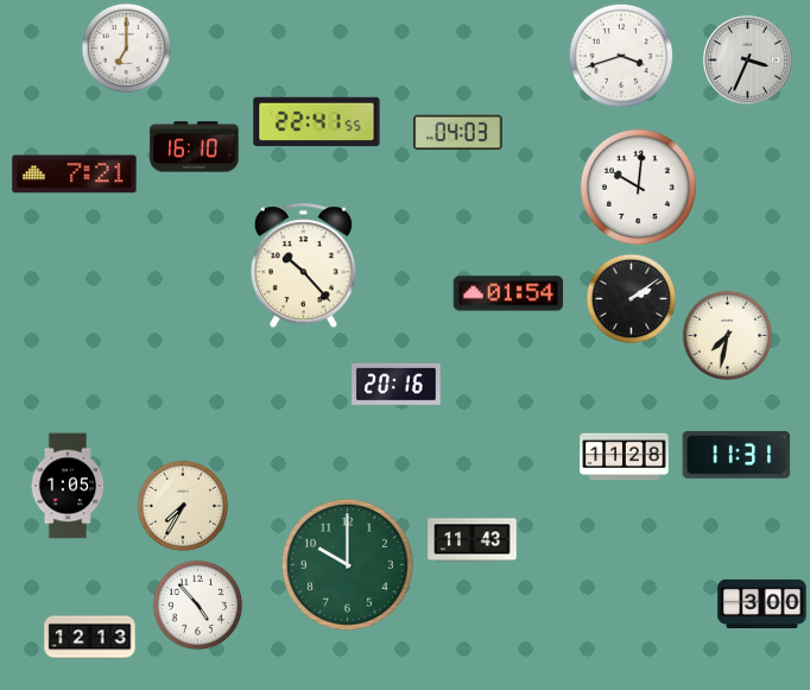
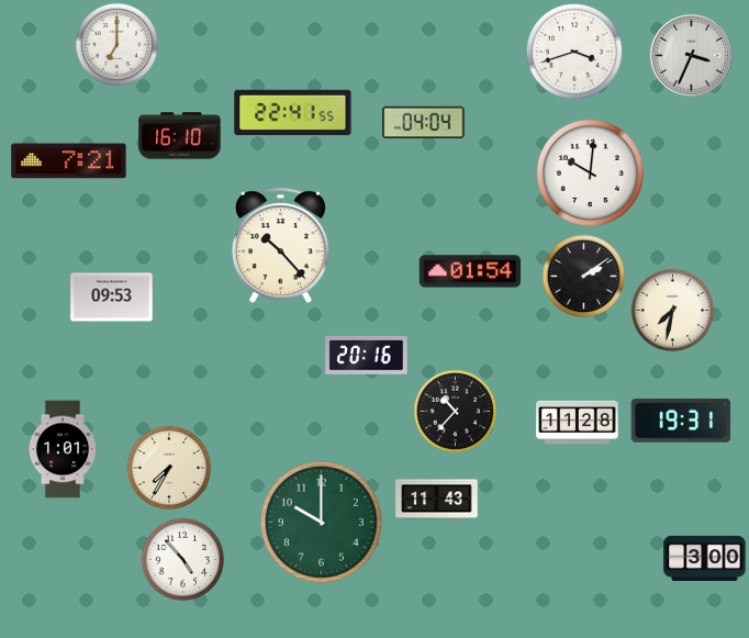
clock at (458, 133): 04:03 -> 04:04
clock at (112, 298): none -> 09:53
clock at (456, 412): none -> 10:37
clock at (736, 455): 11:31 -> 19:31
clock at (68, 486): 1:05 -> 1:01
clock at (90, 638): 12:13 -> none
